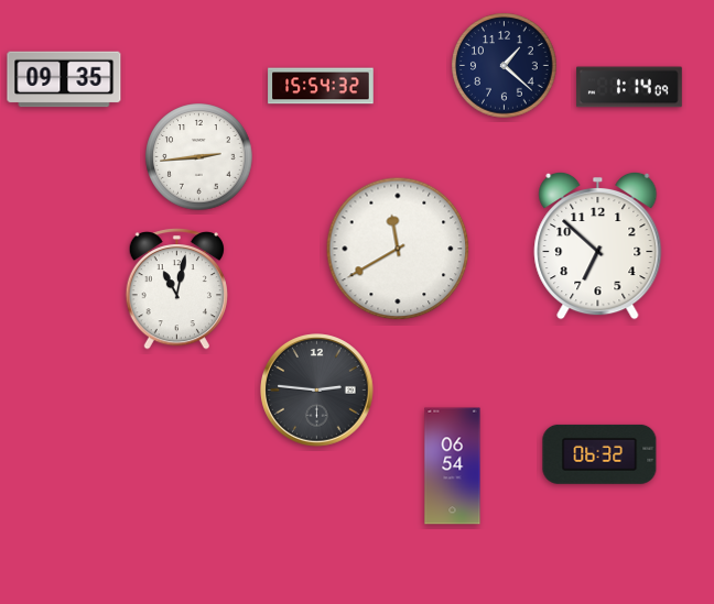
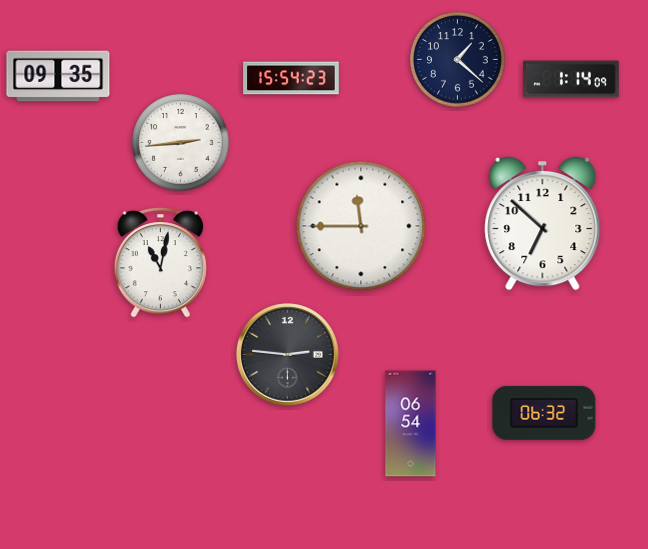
clock at (64, 79) position: (64, 79) -> (58, 76)
clock at (321, 86): 15:54:32 -> 15:54:23
clock at (398, 249): 11:40 -> 11:45
